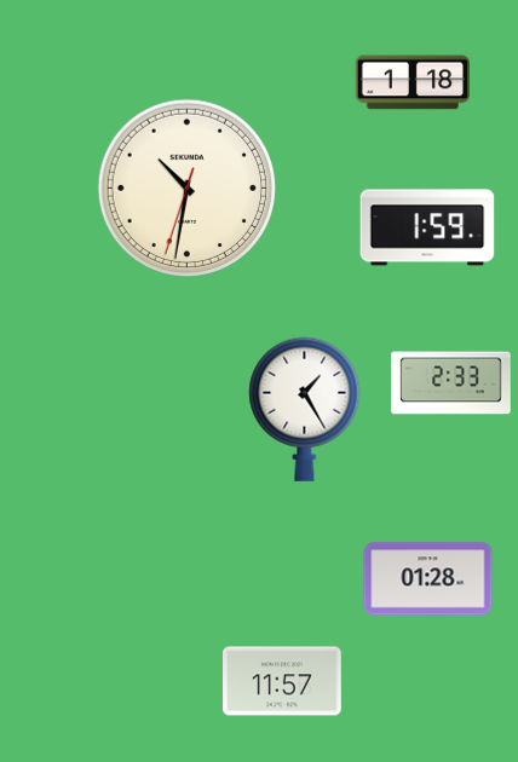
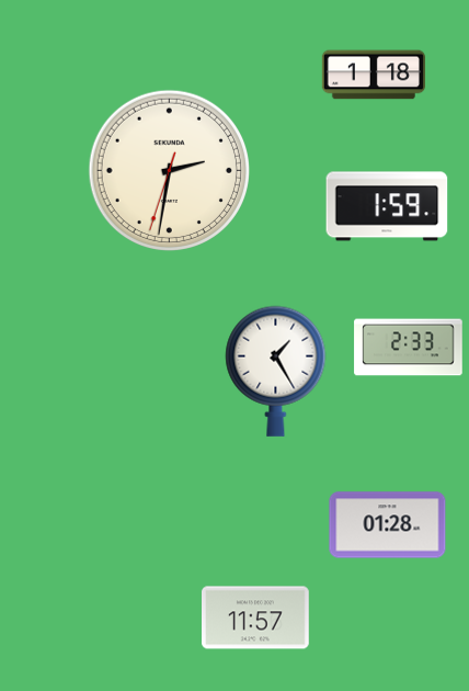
clock at (186, 187): 10:31 -> 2:31
